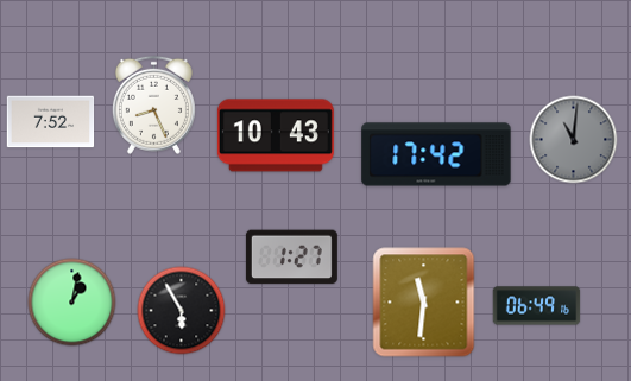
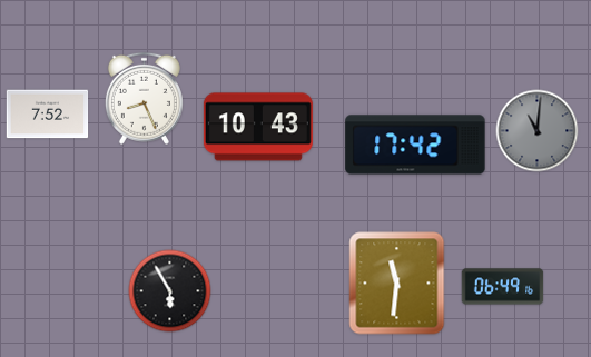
clock at (436, 154) position: (436, 154) -> (415, 145)
clock at (291, 258): 1:27 -> none
clock at (72, 303): 1:02 -> none
